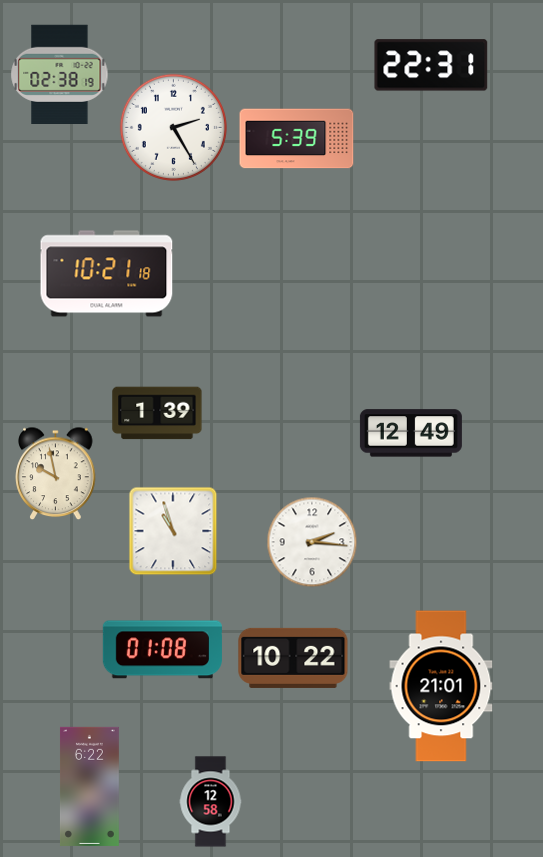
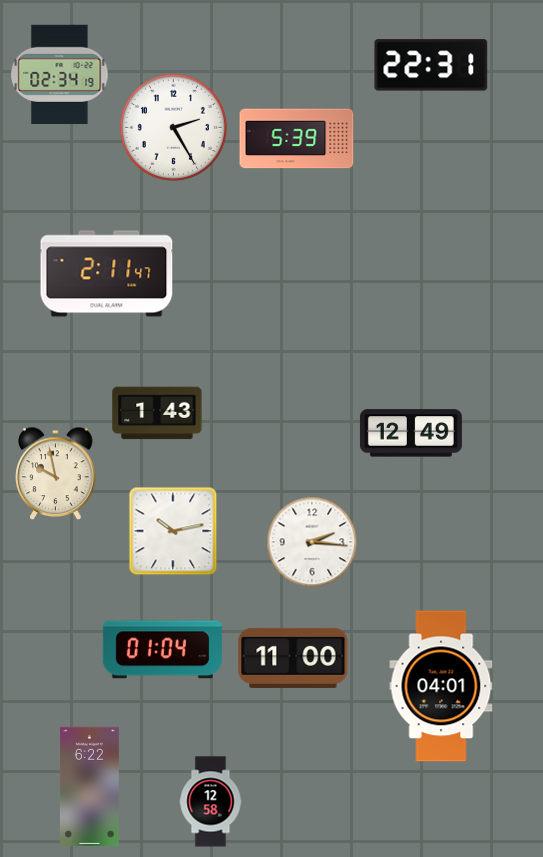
clock at (60, 74): 02:38 -> 02:34
clock at (107, 274): 10:21 -> 2:11
clock at (157, 413): 1:39 -> 1:43
clock at (173, 531): 10:57 -> 10:13
clock at (162, 650): 01:08 -> 01:04
clock at (293, 658): 10:22 -> 11:00
clock at (441, 686): 21:01 -> 04:01
